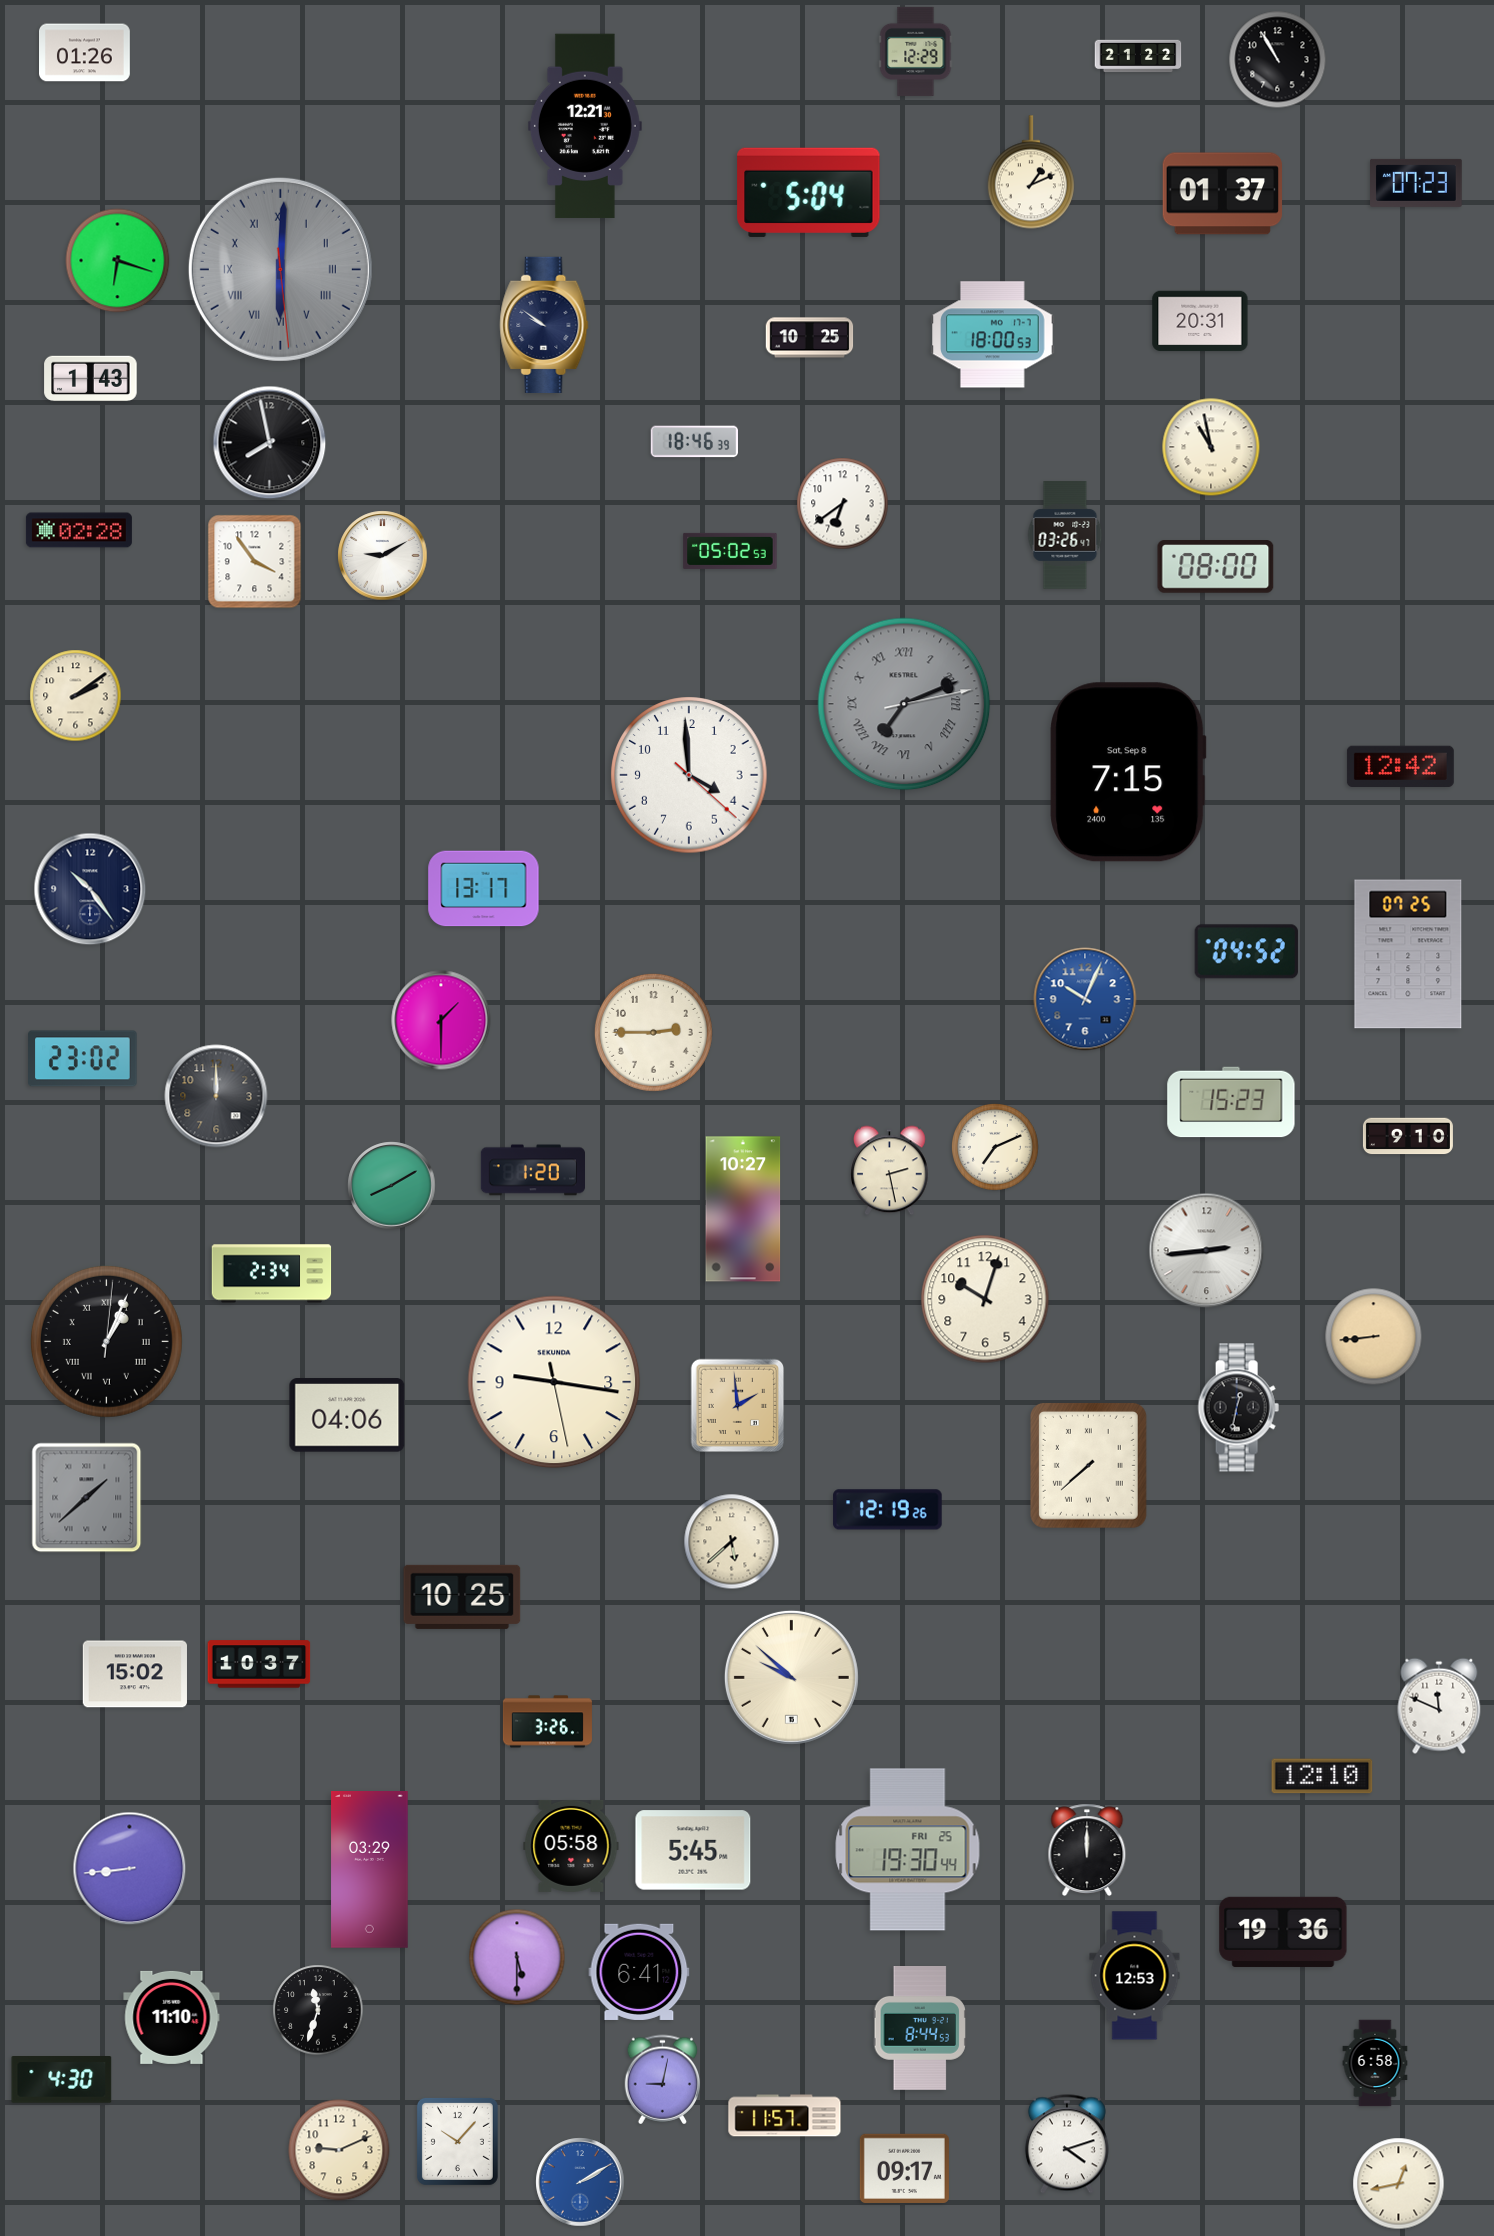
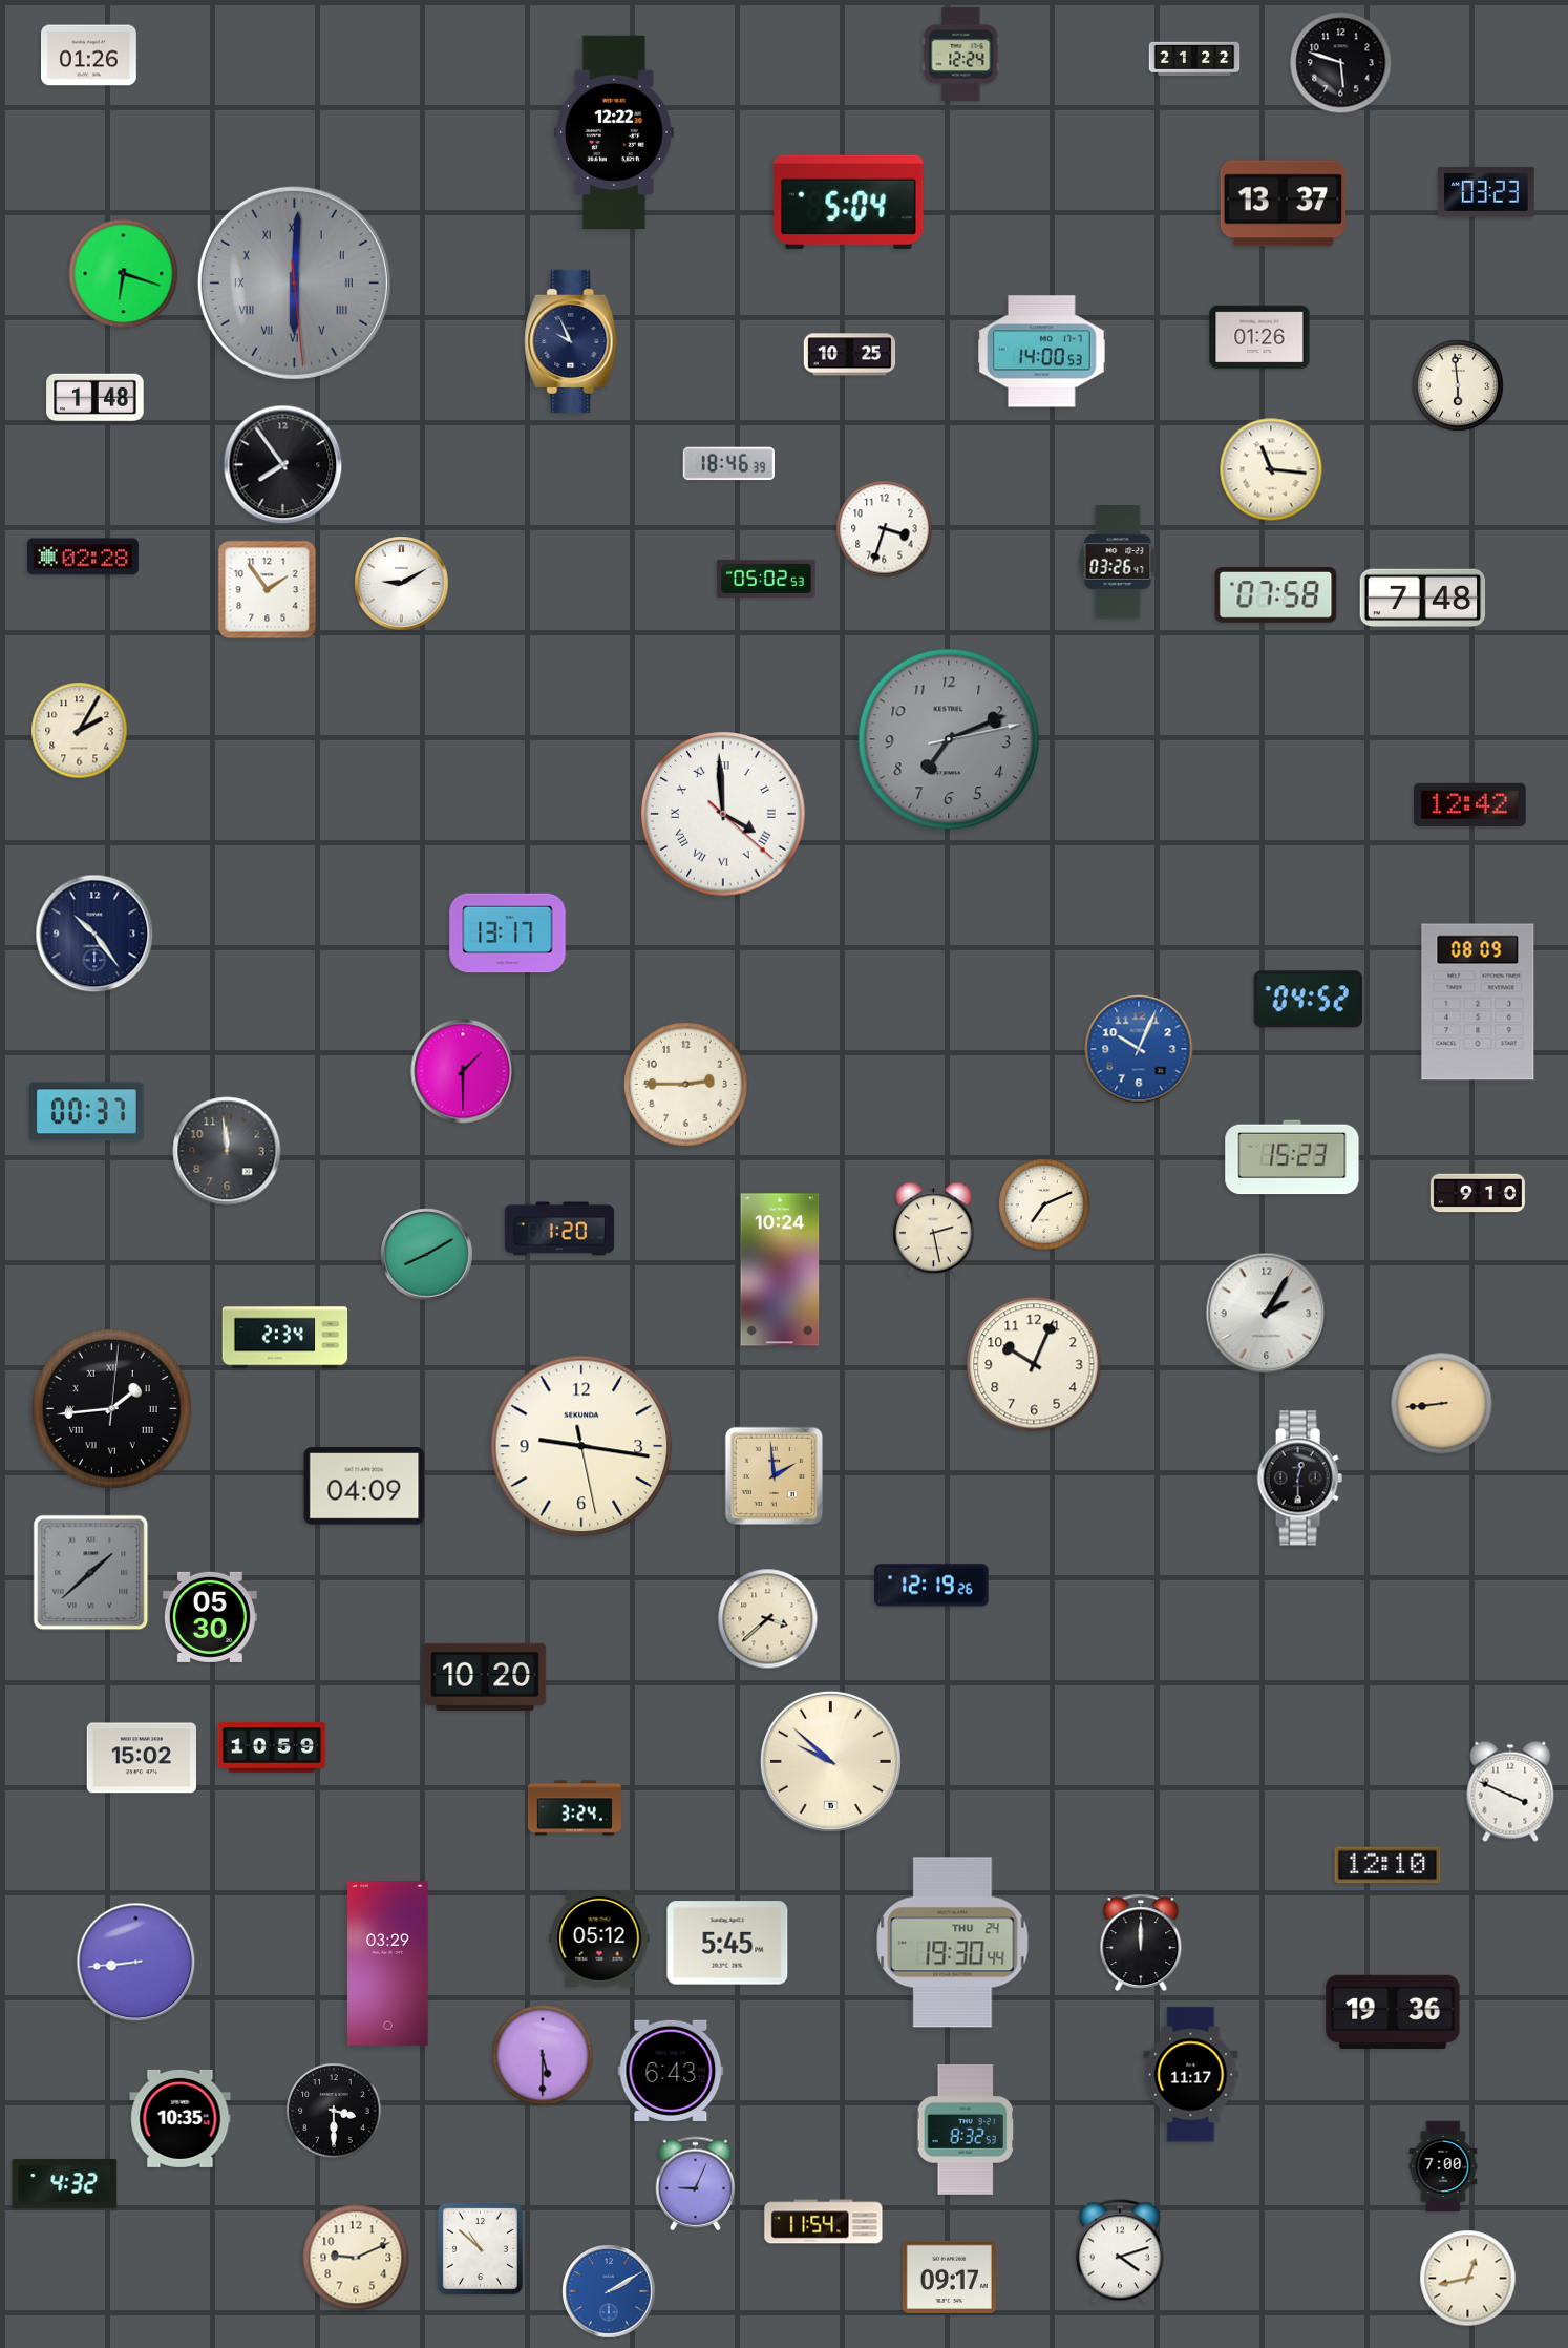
clock at (916, 51): 12:29 -> 12:24
clock at (1278, 60): 10:55 -> 5:48
clock at (585, 126): 12:21 -> 12:22
clock at (1031, 172): 1:11 -> none
clock at (1416, 183): 07:23 -> 03:23
clock at (1223, 194): 01:37 -> 13:37
clock at (1200, 321): 20:31 -> 01:26
clock at (544, 324): 9:51 -> 9:56
clock at (993, 335): 18:00 -> 14:00
clock at (1458, 385): none -> 5:59
clock at (91, 379): 1:43 -> 1:48
clock at (270, 443): 7:58 -> 7:54
clock at (1211, 447): 10:58 -> 11:16
clock at (843, 504): 6:39 -> 3:33
clock at (255, 562): 3:54 -> 1:54
clock at (1216, 567): 08:00 -> 07:58
clock at (1423, 599): none -> 7:48
clock at (76, 696): 2:09 -> 2:05
clock at (904, 704) numerals: Roman -> Arabic
clock at (1128, 772): 7:15 -> none
clock at (689, 775) numerals: Arabic -> Roman
clock at (1408, 954): 07:25 -> 08:09
clock at (83, 1059): 23:02 -> 00:37
clock at (216, 1096): 12:00 -> 11:59
clock at (392, 1186) position: (392, 1186) -> (427, 1255)
clock at (743, 1209): 10:27 -> 10:24
clock at (1207, 1251): 2:44 -> 2:05
clock at (985, 1299): 10:03 -> 10:04
clock at (106, 1341): 1:04 -> 1:44
clock at (554, 1382) position: (554, 1382) -> (581, 1446)
clock at (1238, 1408): 12:32 -> 12:30
clock at (347, 1415): 04:06 -> 04:09
clock at (1088, 1465): 7:38 -> none
clock at (210, 1617): none -> 05:30
clock at (732, 1542): 5:38 -> 3:38
clock at (462, 1597): 10:25 -> 10:20
clock at (259, 1664): 10:37 -> 10:59
clock at (1439, 1706): 11:49 -> 3:49
clock at (547, 1722): 3:26 -> 3:24
clock at (571, 1846): 05:58 -> 05:12
clock at (908, 1850) date: FRI 25 -> THU 24
clock at (1283, 1932) position: (1283, 1932) -> (1393, 2012)
clock at (639, 1972): 6:41 -> 6:43
clock at (1135, 1976): 12:53 -> 11:17
clock at (318, 2010): 11:33 -> 3:30
clock at (172, 2017): 11:10 -> 10:35
clock at (920, 2029): 8:44 -> 8:32
clock at (1375, 2063): 6:58 -> 7:00
clock at (62, 2080): 4:30 -> 4:32
clock at (663, 2080): 9:02 -> 9:04
clock at (785, 2116): 11:57 -> 11:54
clock at (457, 2141): 10:07 -> 10:52
clock at (1399, 2184) position: (1399, 2184) -> (1468, 2279)
